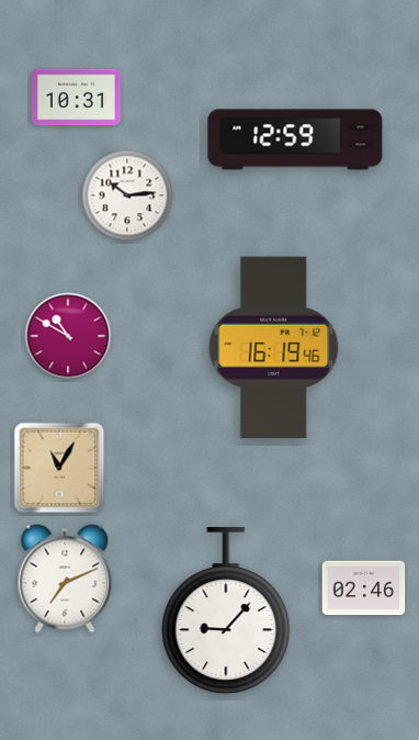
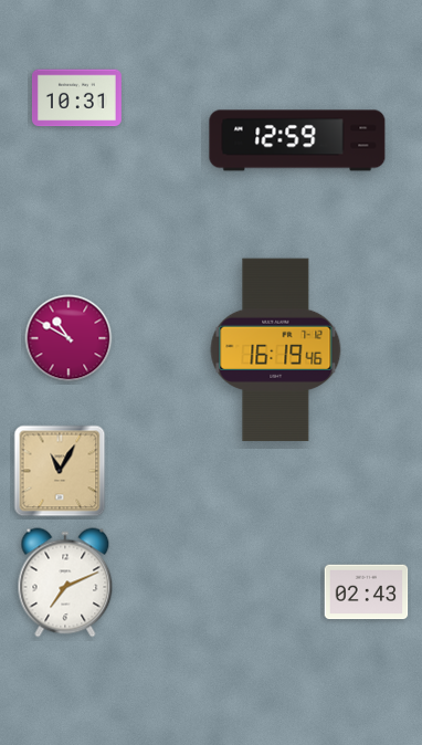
clock at (127, 195): 10:14 -> none
clock at (364, 588): 02:46 -> 02:43
clock at (226, 612): 9:07 -> none
